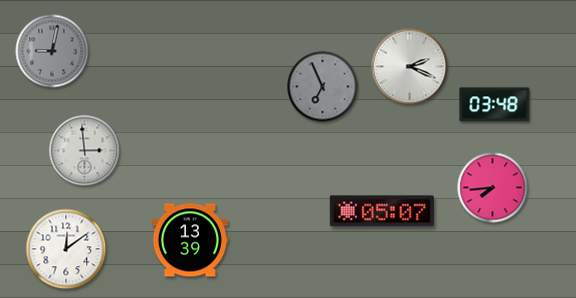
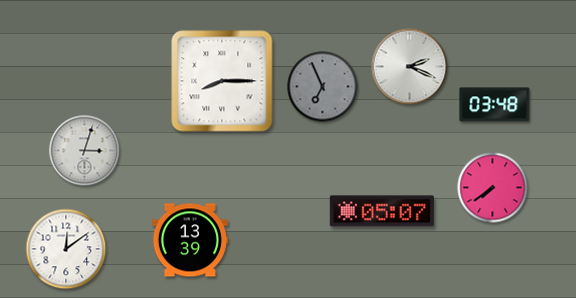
clock at (52, 51): 9:02 -> none
clock at (222, 81): none -> 8:15
clock at (85, 151): 2:59 -> 3:03
clock at (493, 188): 7:44 -> 7:39
